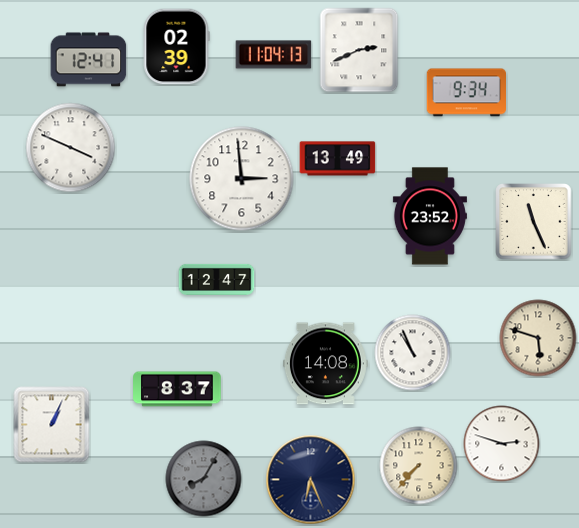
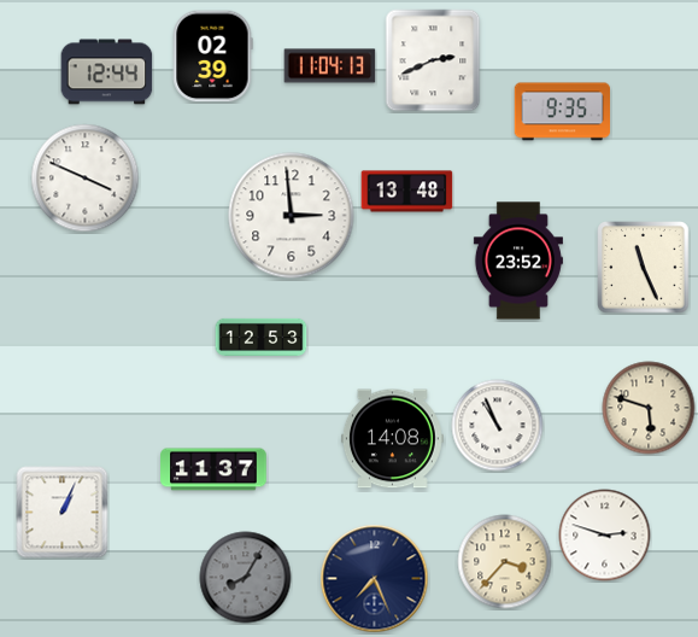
clock at (89, 60): 12:41 -> 12:44
clock at (466, 93): 9:34 -> 9:35
clock at (338, 159): 13:49 -> 13:48
clock at (217, 279): 12:47 -> 12:53
clock at (177, 389): 8:37 -> 11:37
clock at (419, 466): 7:37 -> 3:37
clock at (311, 480): 6:26 -> 7:26
